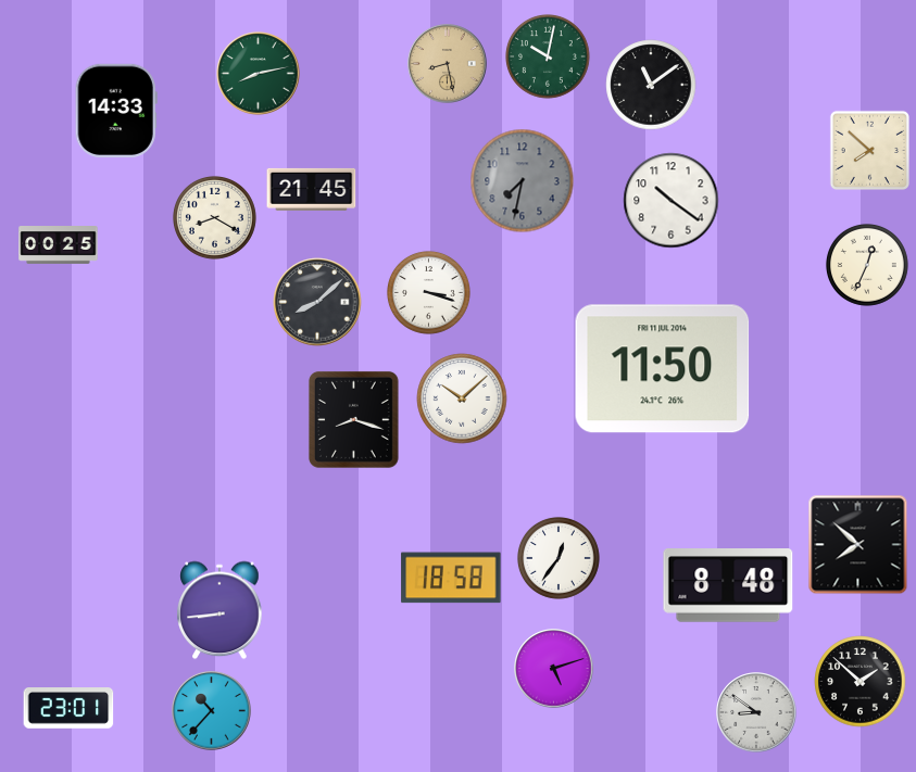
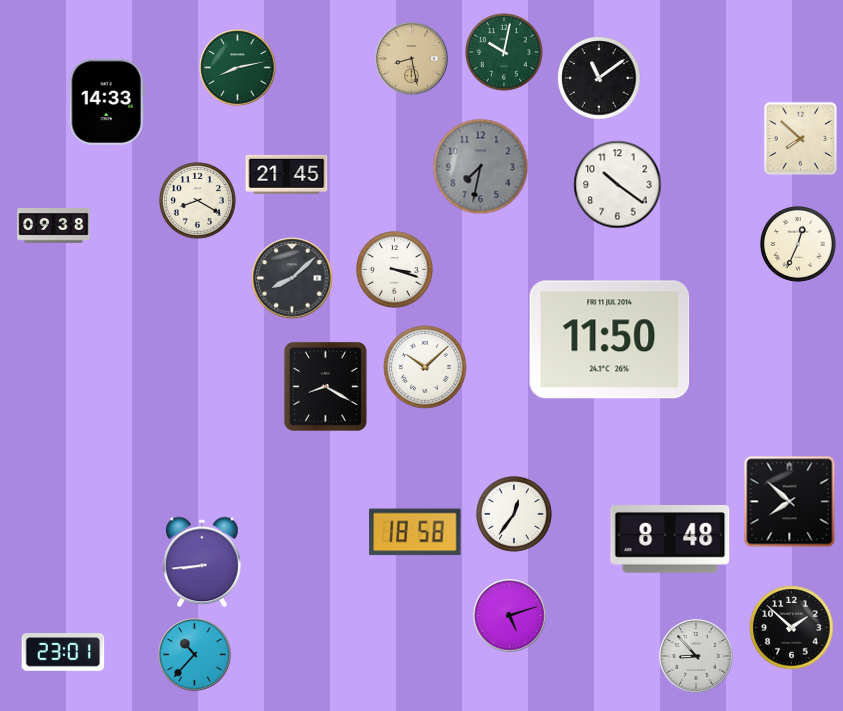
clock at (59, 245): 00:25 -> 09:38
clock at (353, 419): 8:18 -> 8:20
clock at (756, 712): 8:51 -> 8:53
